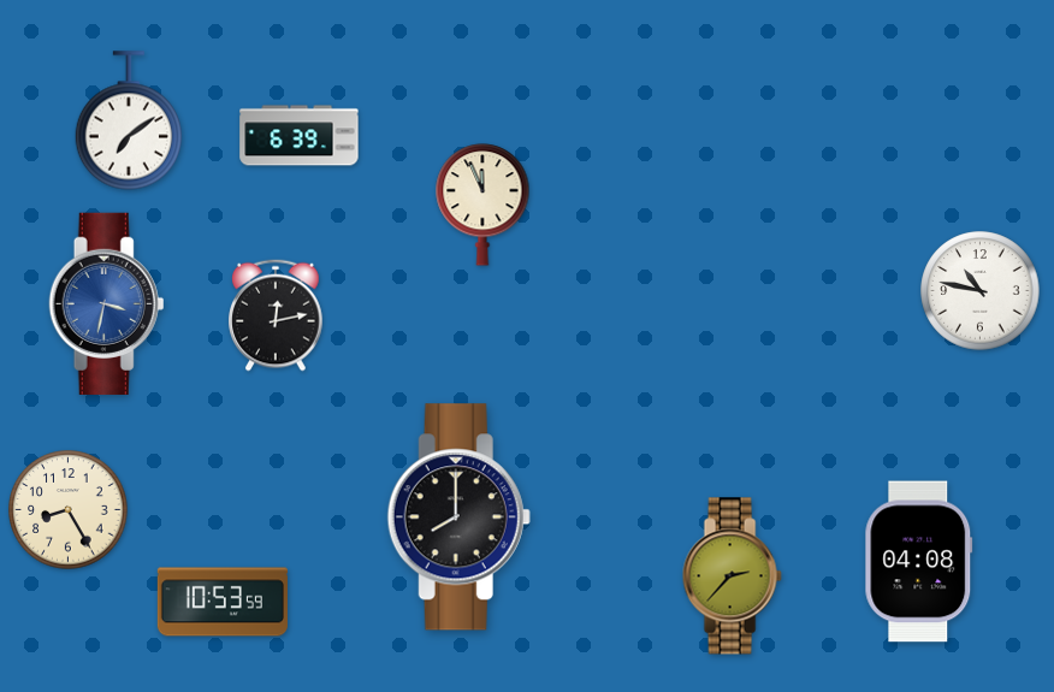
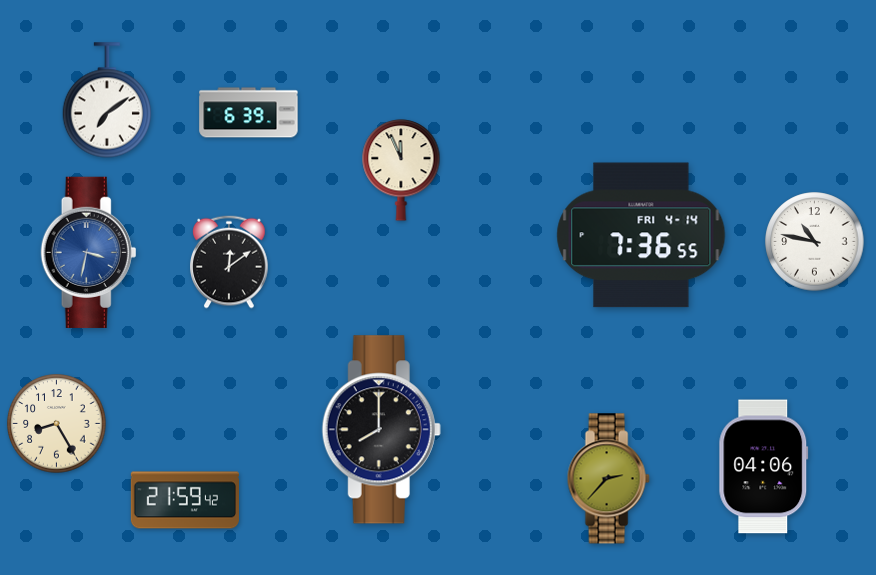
clock at (641, 235): none -> 7:36
clock at (276, 315): 12:13 -> 12:09
clock at (919, 562): 04:08 -> 04:06
clock at (223, 602): 10:53 -> 21:59
